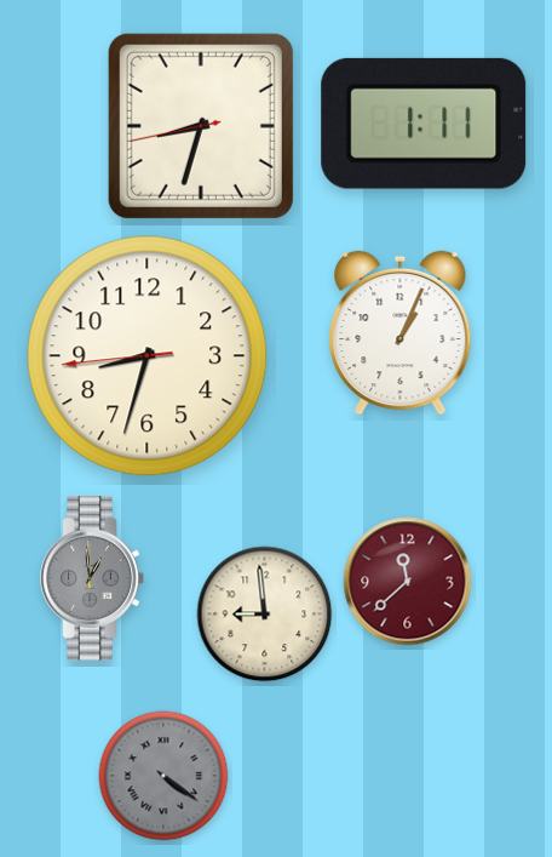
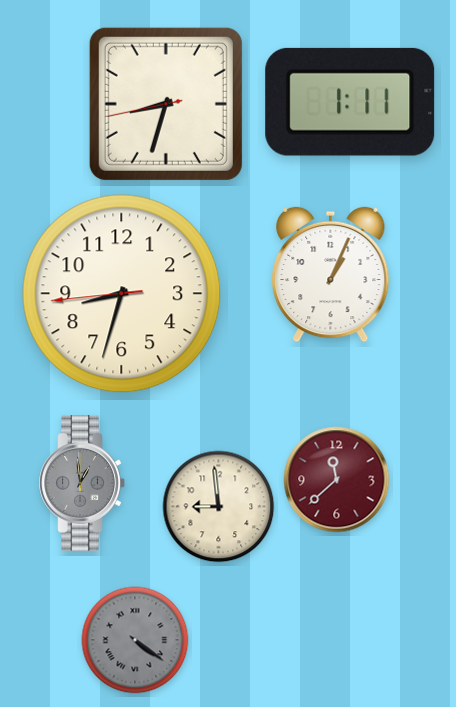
clock at (92, 578) position: (92, 578) -> (82, 483)
